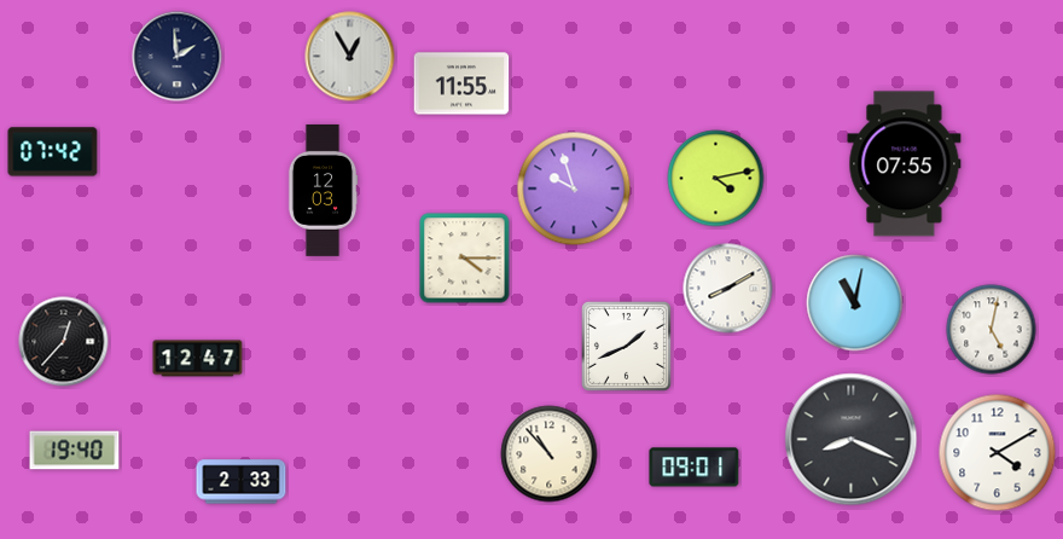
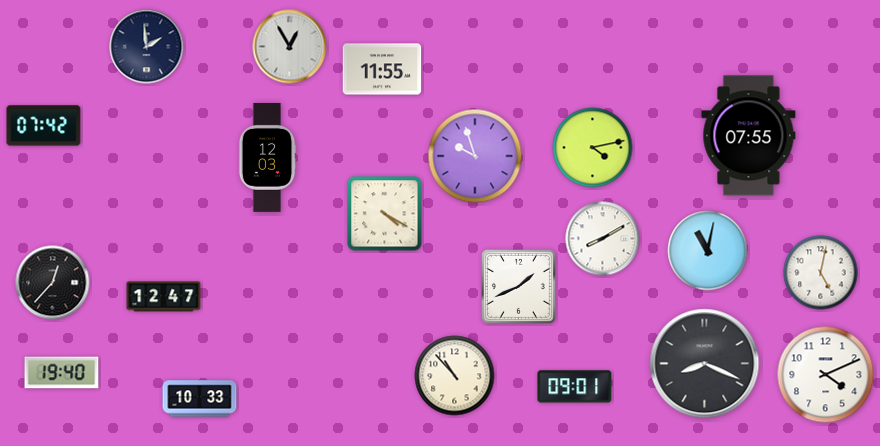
clock at (465, 259): 4:15 -> 4:20
clock at (998, 453): 4:10 -> 4:11
clock at (242, 482): 2:33 -> 10:33
